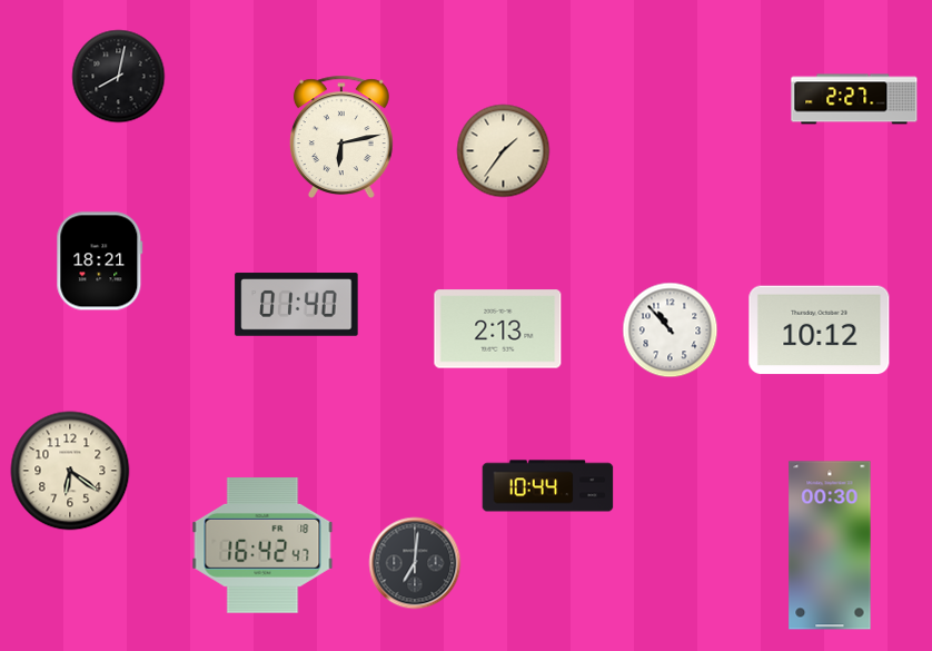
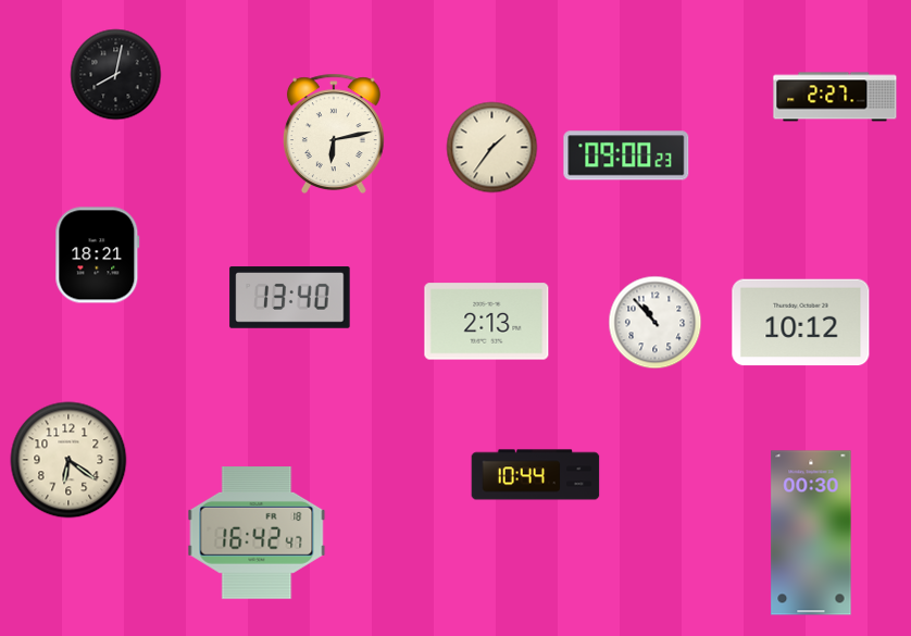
clock at (626, 155): none -> 09:00
clock at (297, 305): 01:40 -> 13:40
clock at (415, 563): 7:01 -> none
